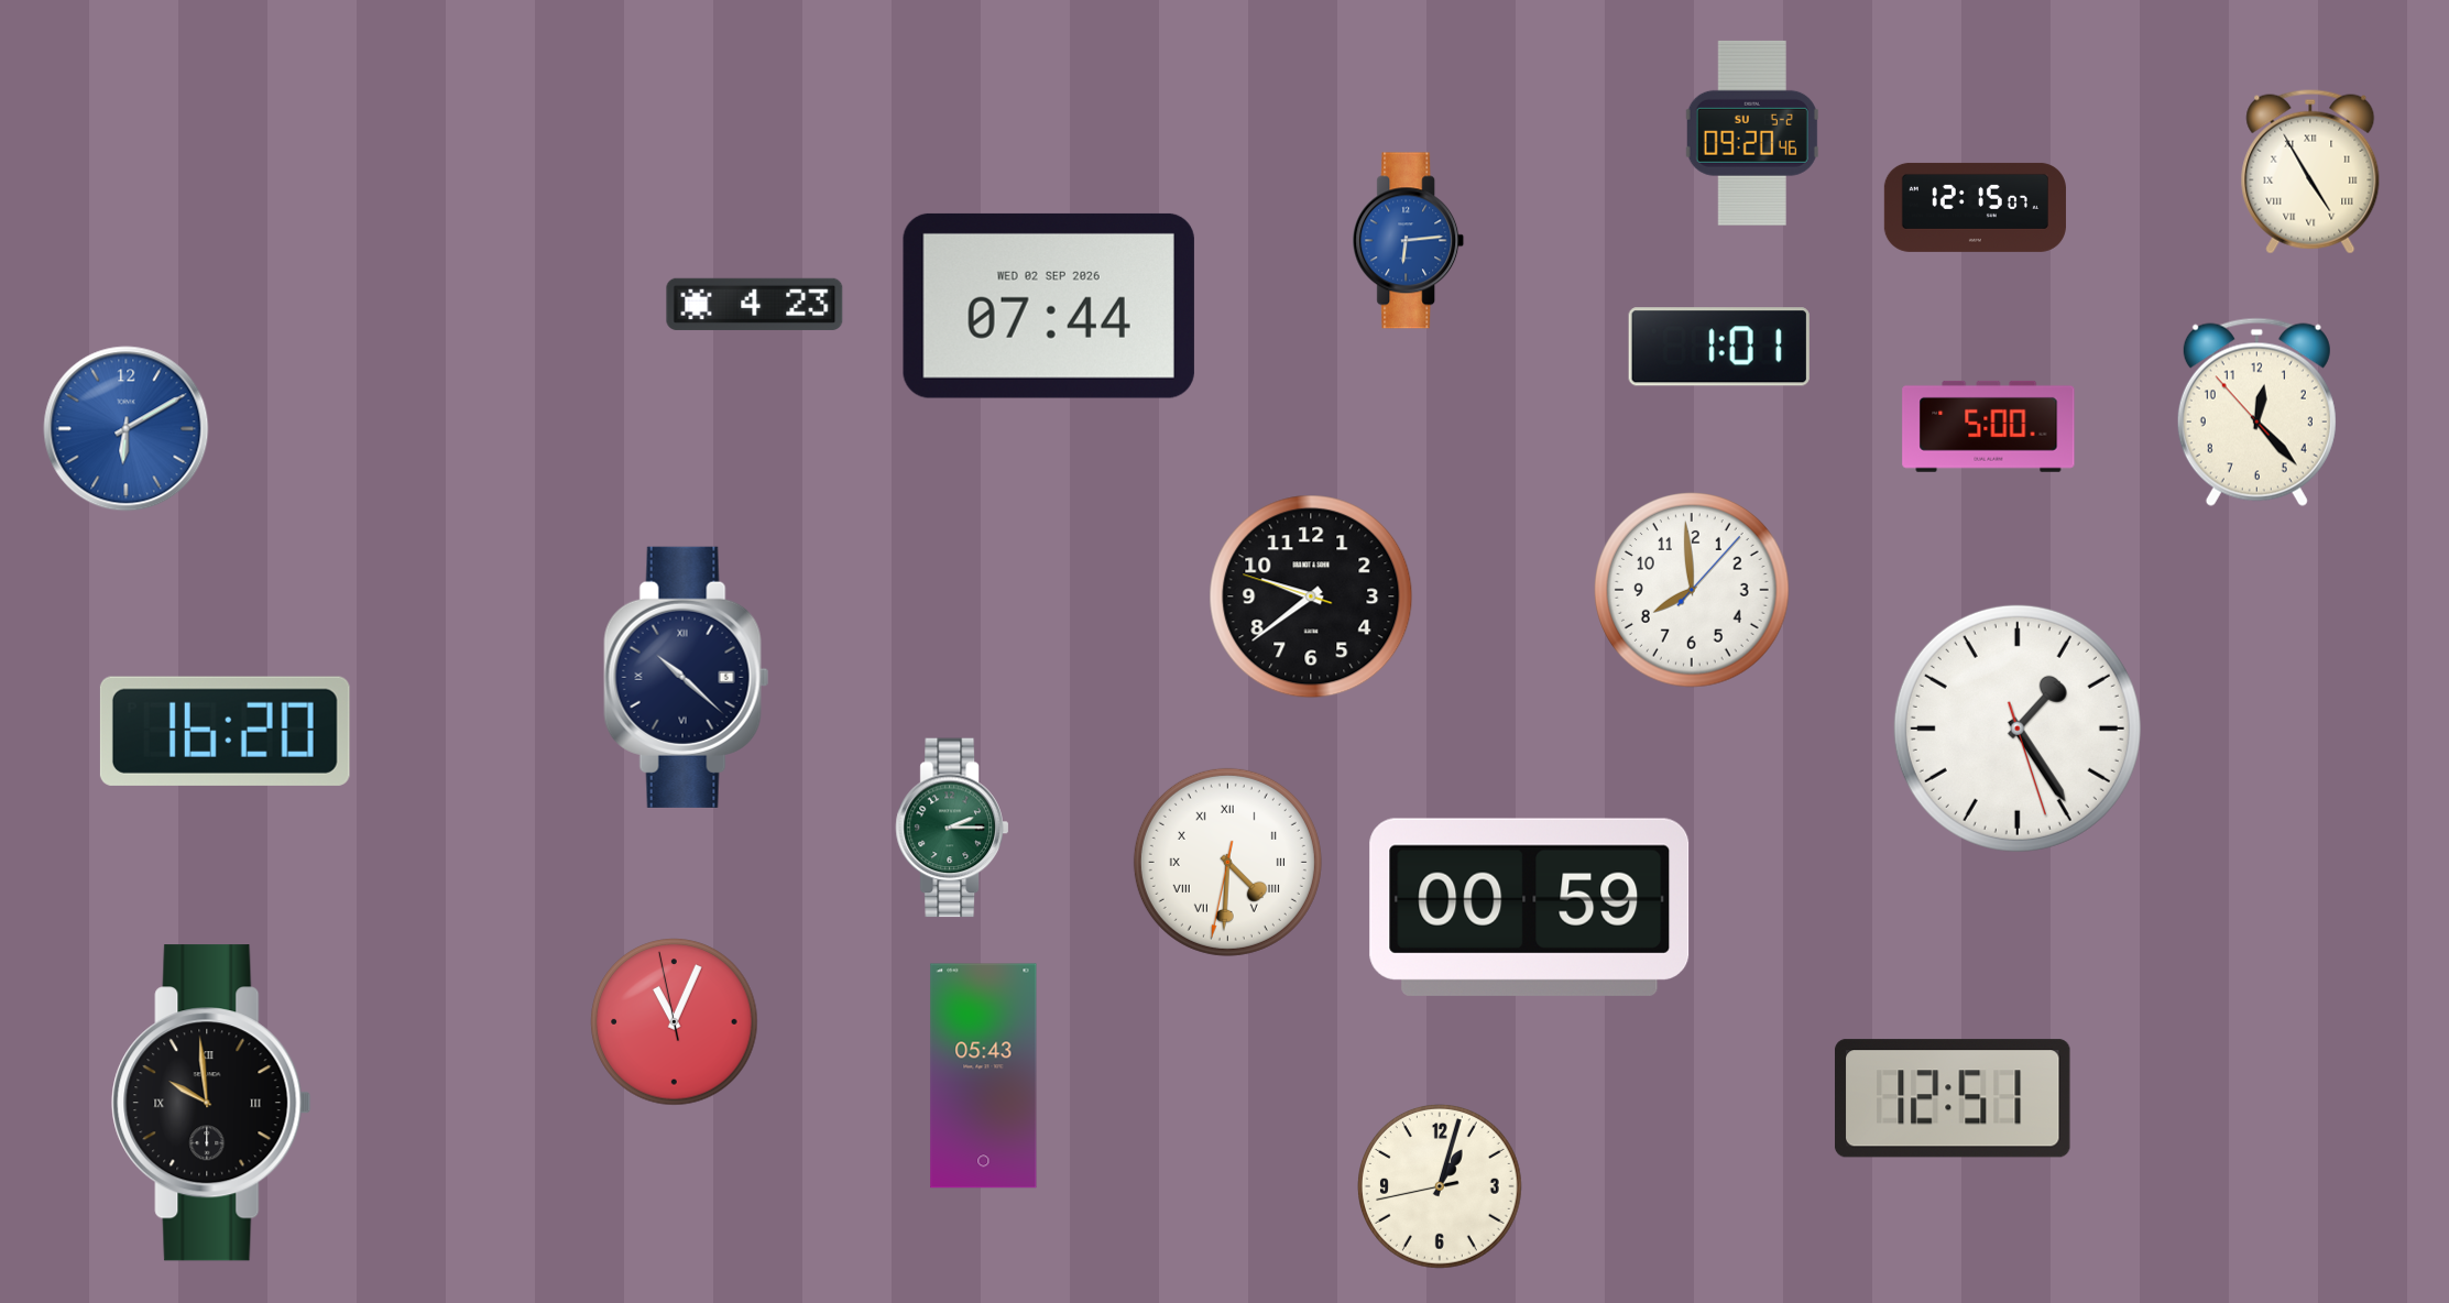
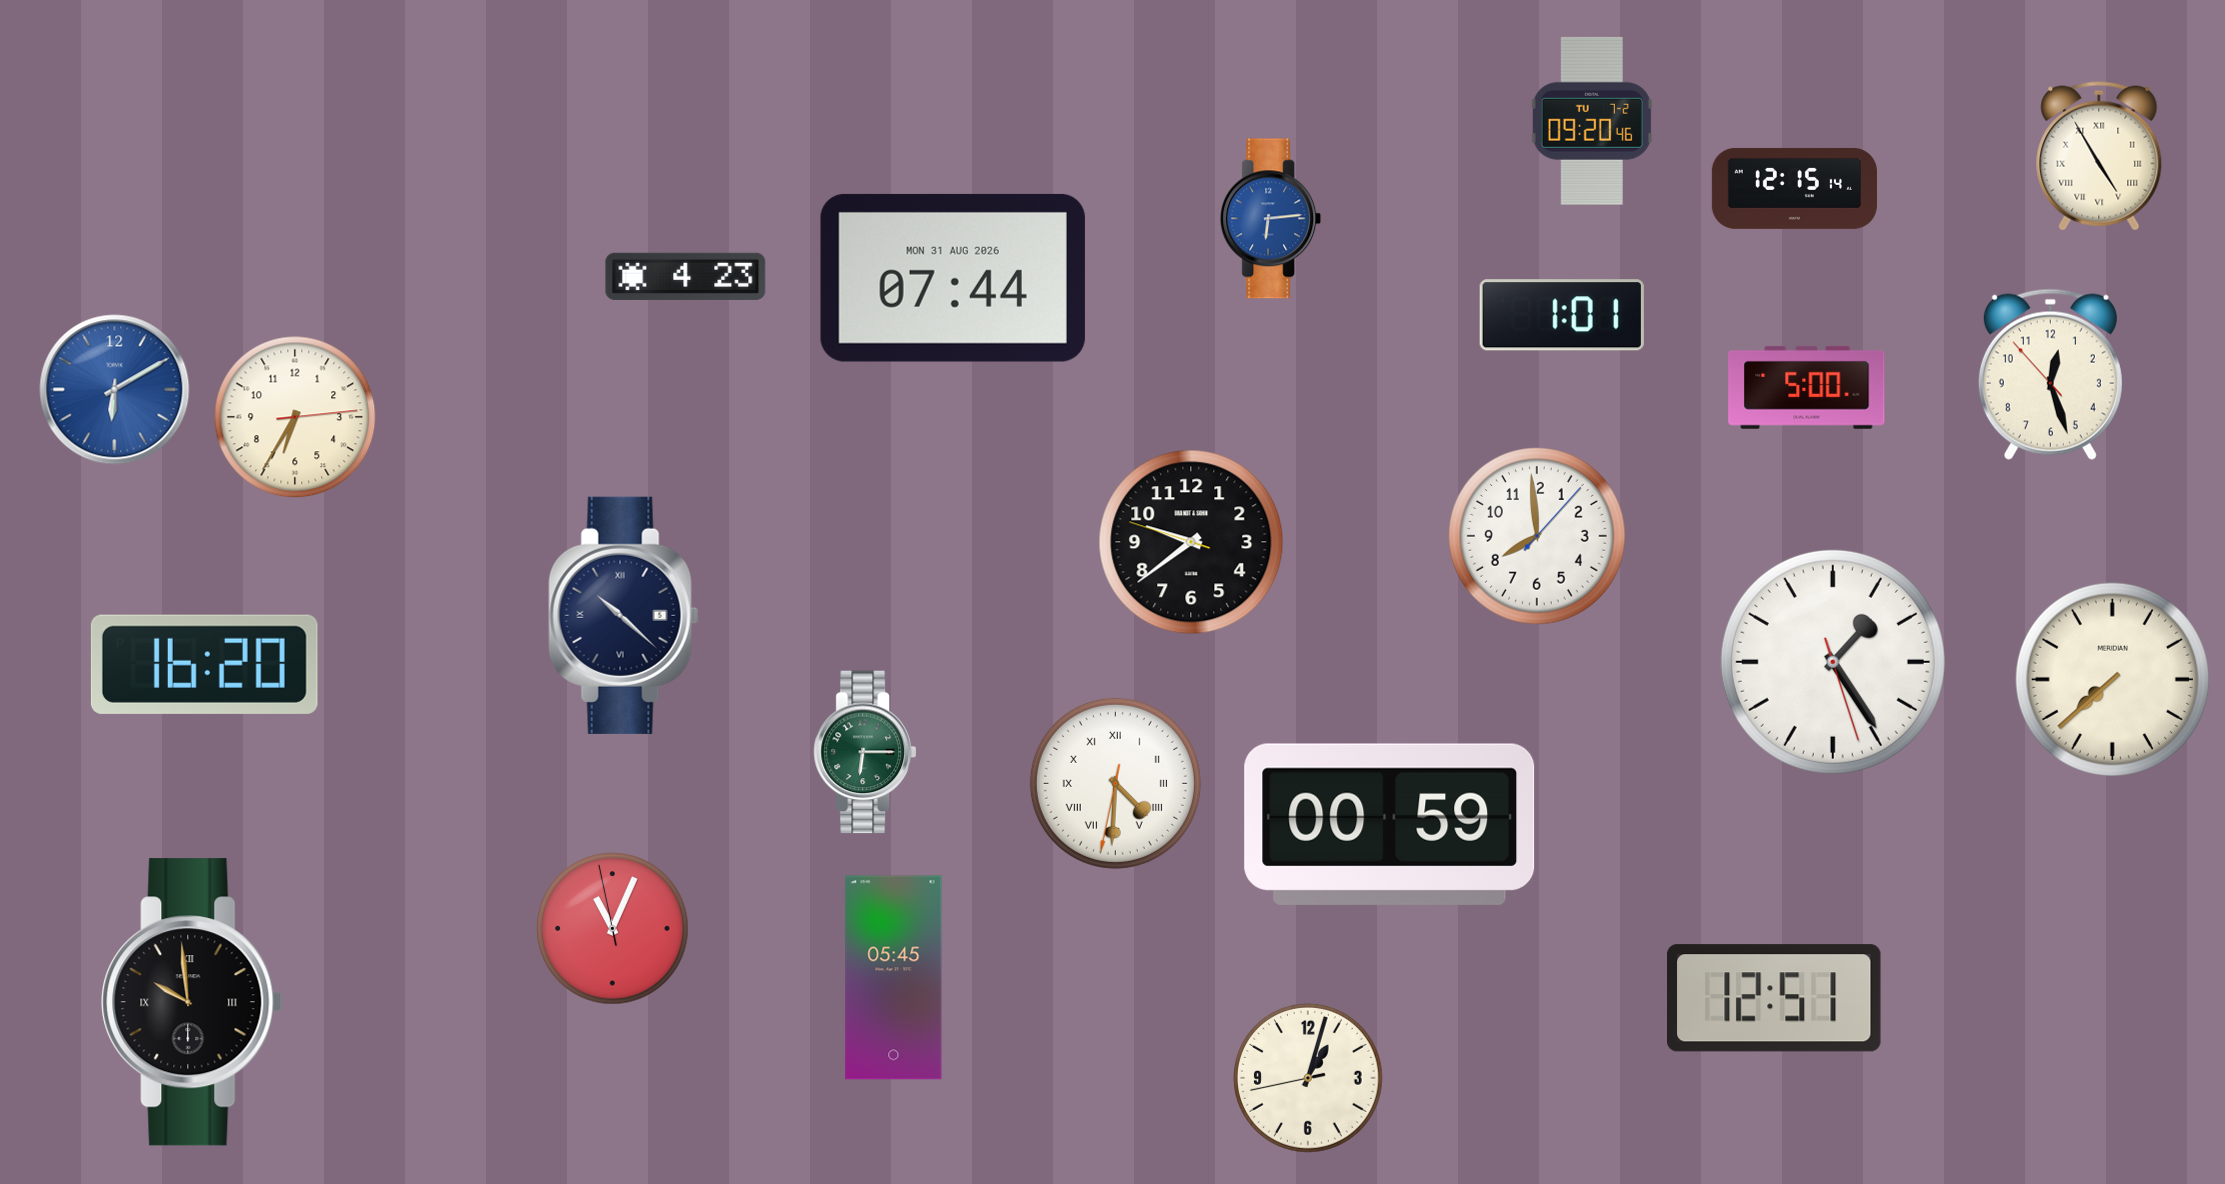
clock at (1752, 133) date: SU 5-2 -> TU 7-2
clock at (1975, 207): 12:15:07 -> 12:15:14
clock at (1409, 241) position: (1409, 241) -> (1271, 219)
clock at (1049, 306) date: WED 02 SEP 2026 -> MON 31 AUG 2026
clock at (2256, 412): 12:22 -> 12:26
clock at (295, 417): none -> 6:35
clock at (2112, 679): none -> 7:38
clock at (952, 828): 2:15 -> 6:15
clock at (984, 1076): 05:43 -> 05:45
